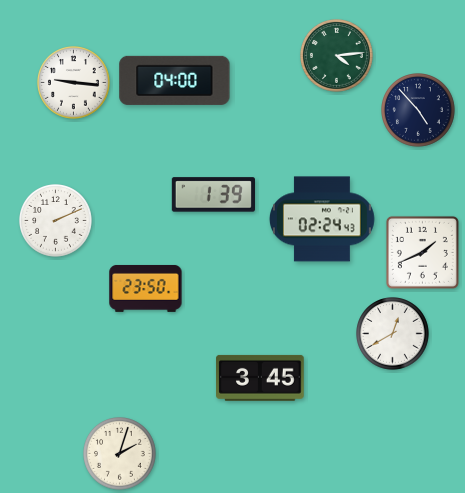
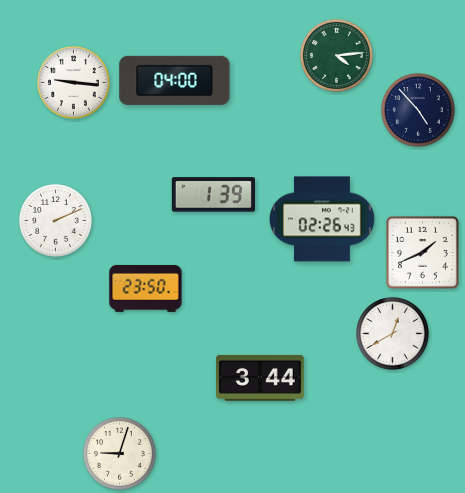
clock at (322, 219): 02:24 -> 02:26
clock at (260, 378): 3:45 -> 3:44
clock at (120, 454): 2:03 -> 9:03
